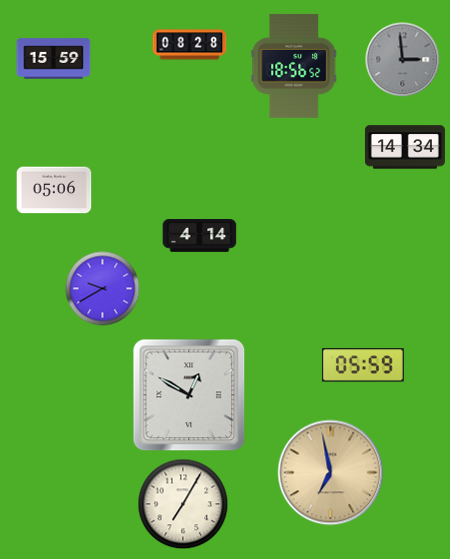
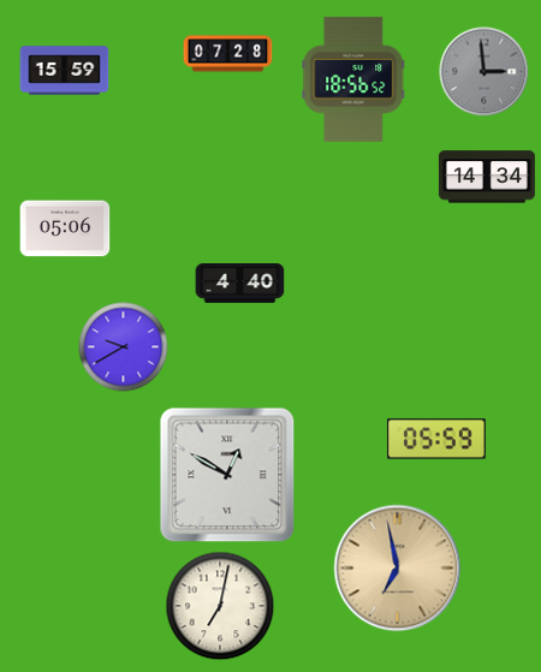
clock at (190, 45): 08:28 -> 07:28
clock at (200, 236): 4:14 -> 4:40
clock at (183, 504): 7:05 -> 7:02
